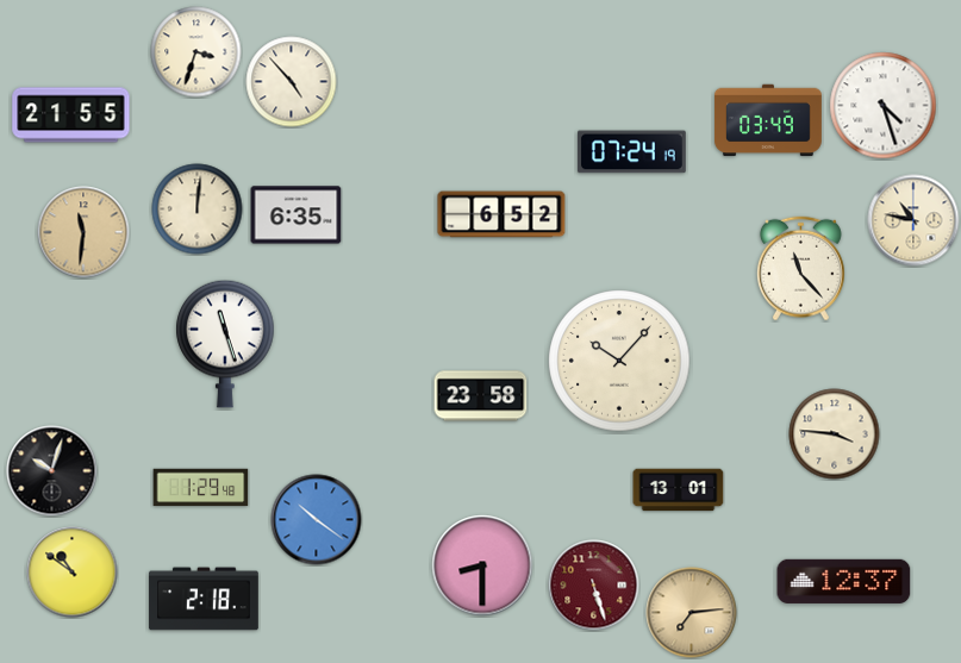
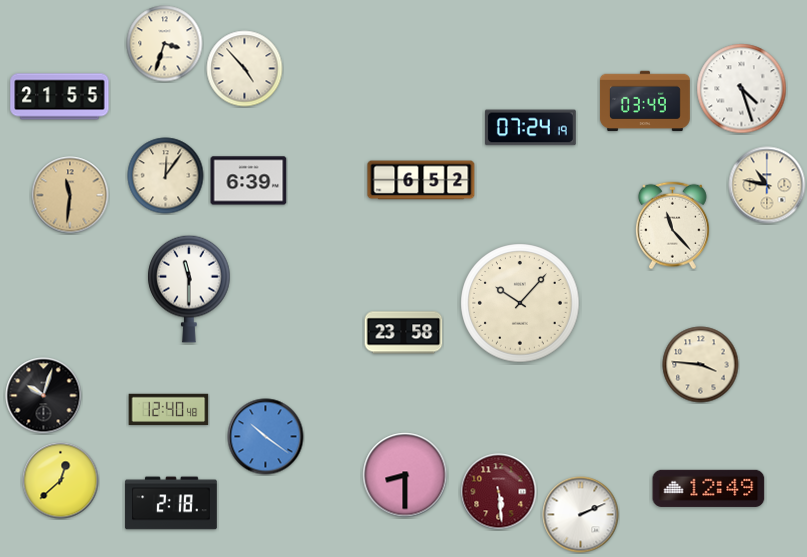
clock at (198, 209): 12:01 -> 12:06
clock at (297, 215): 6:35 -> 6:39
clock at (225, 344): 11:27 -> 11:30
clock at (201, 488): 1:29 -> 12:40
clock at (679, 490): 13:01 -> none
clock at (73, 573): 10:51 -> 12:38
clock at (844, 581): 12:37 -> 12:49
clock at (594, 586): 5:27 -> 5:29
clock at (692, 613): 7:14 -> 2:11
clock at (692, 613) dial: champagne -> white
